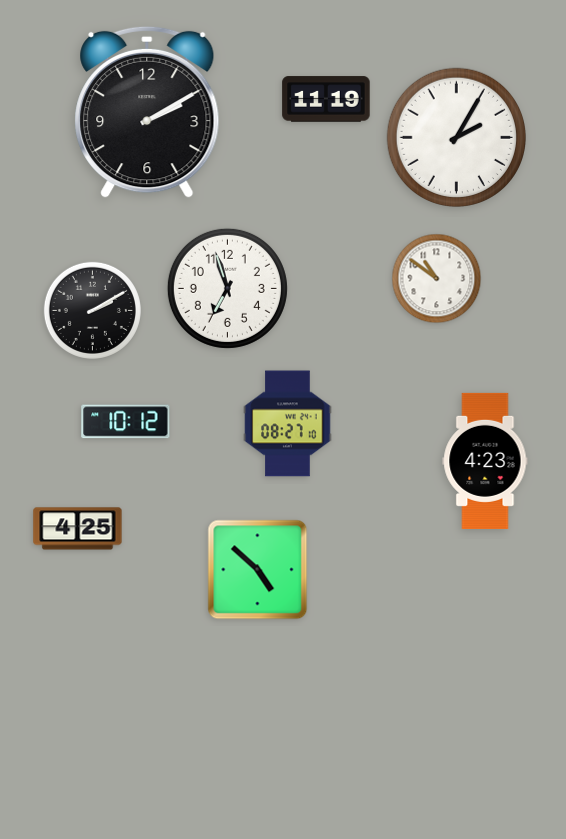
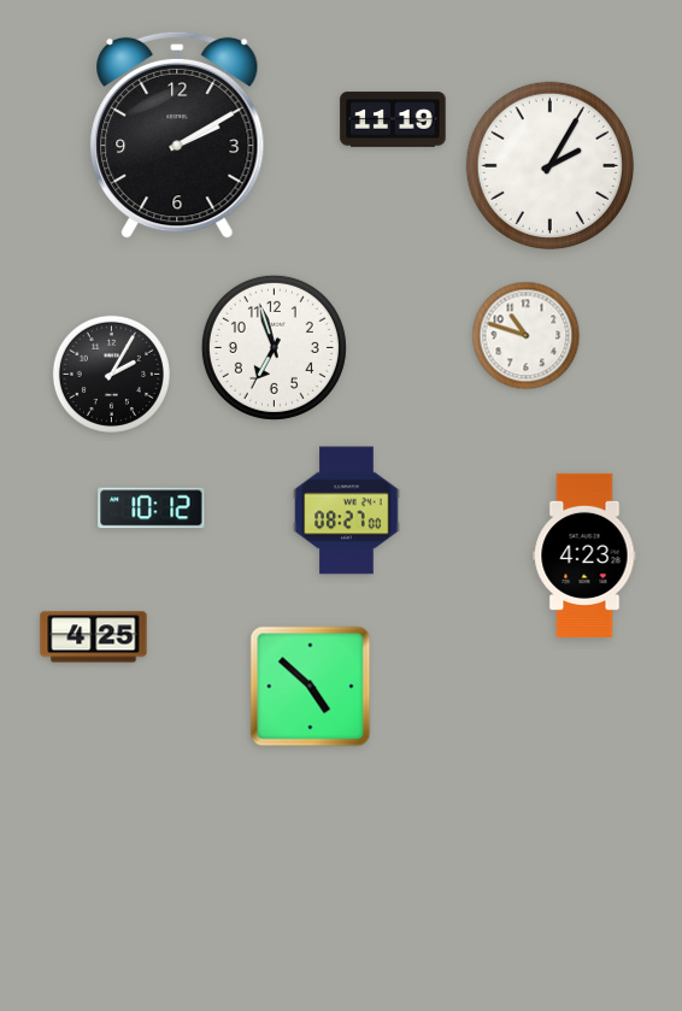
clock at (437, 279): 10:51 -> 10:48
clock at (92, 310): 2:10 -> 2:05
clock at (288, 424): 08:27:10 -> 08:27:00
